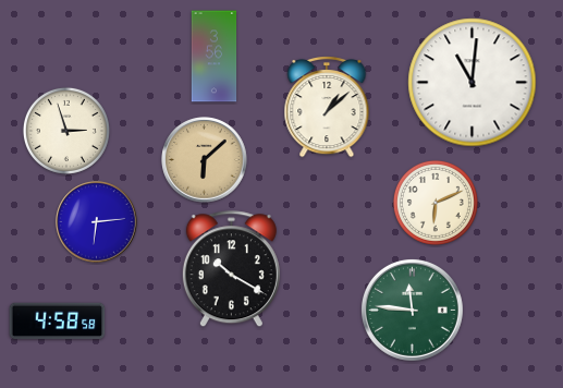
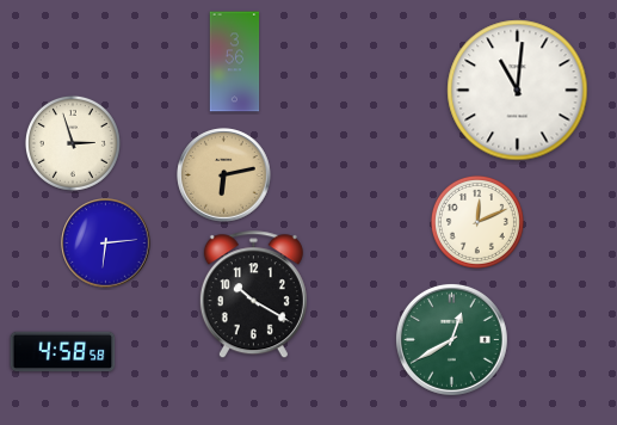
clock at (327, 108): 1:08 -> none
clock at (205, 160): 6:08 -> 6:13
clock at (436, 203): 6:11 -> 12:11
clock at (412, 310): 11:46 -> 12:40
